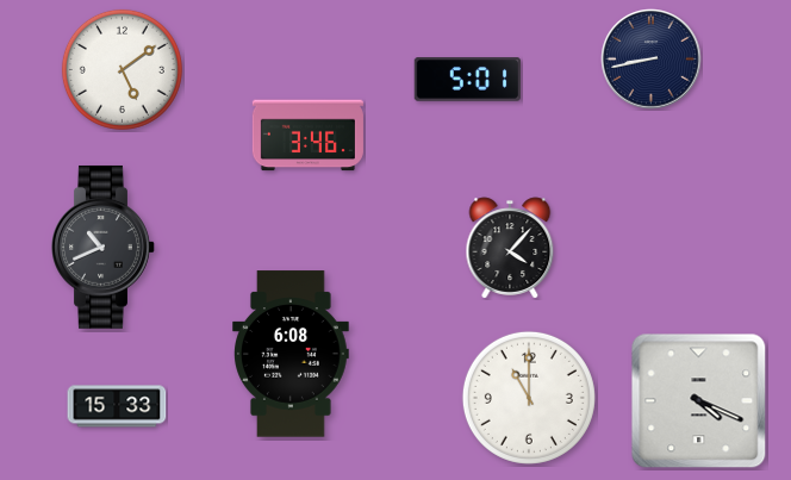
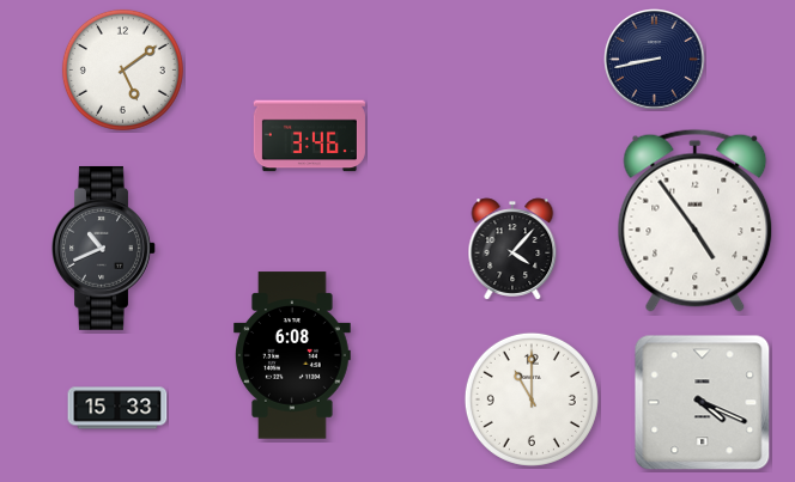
clock at (468, 80): 5:01 -> none
clock at (696, 220): none -> 4:54
